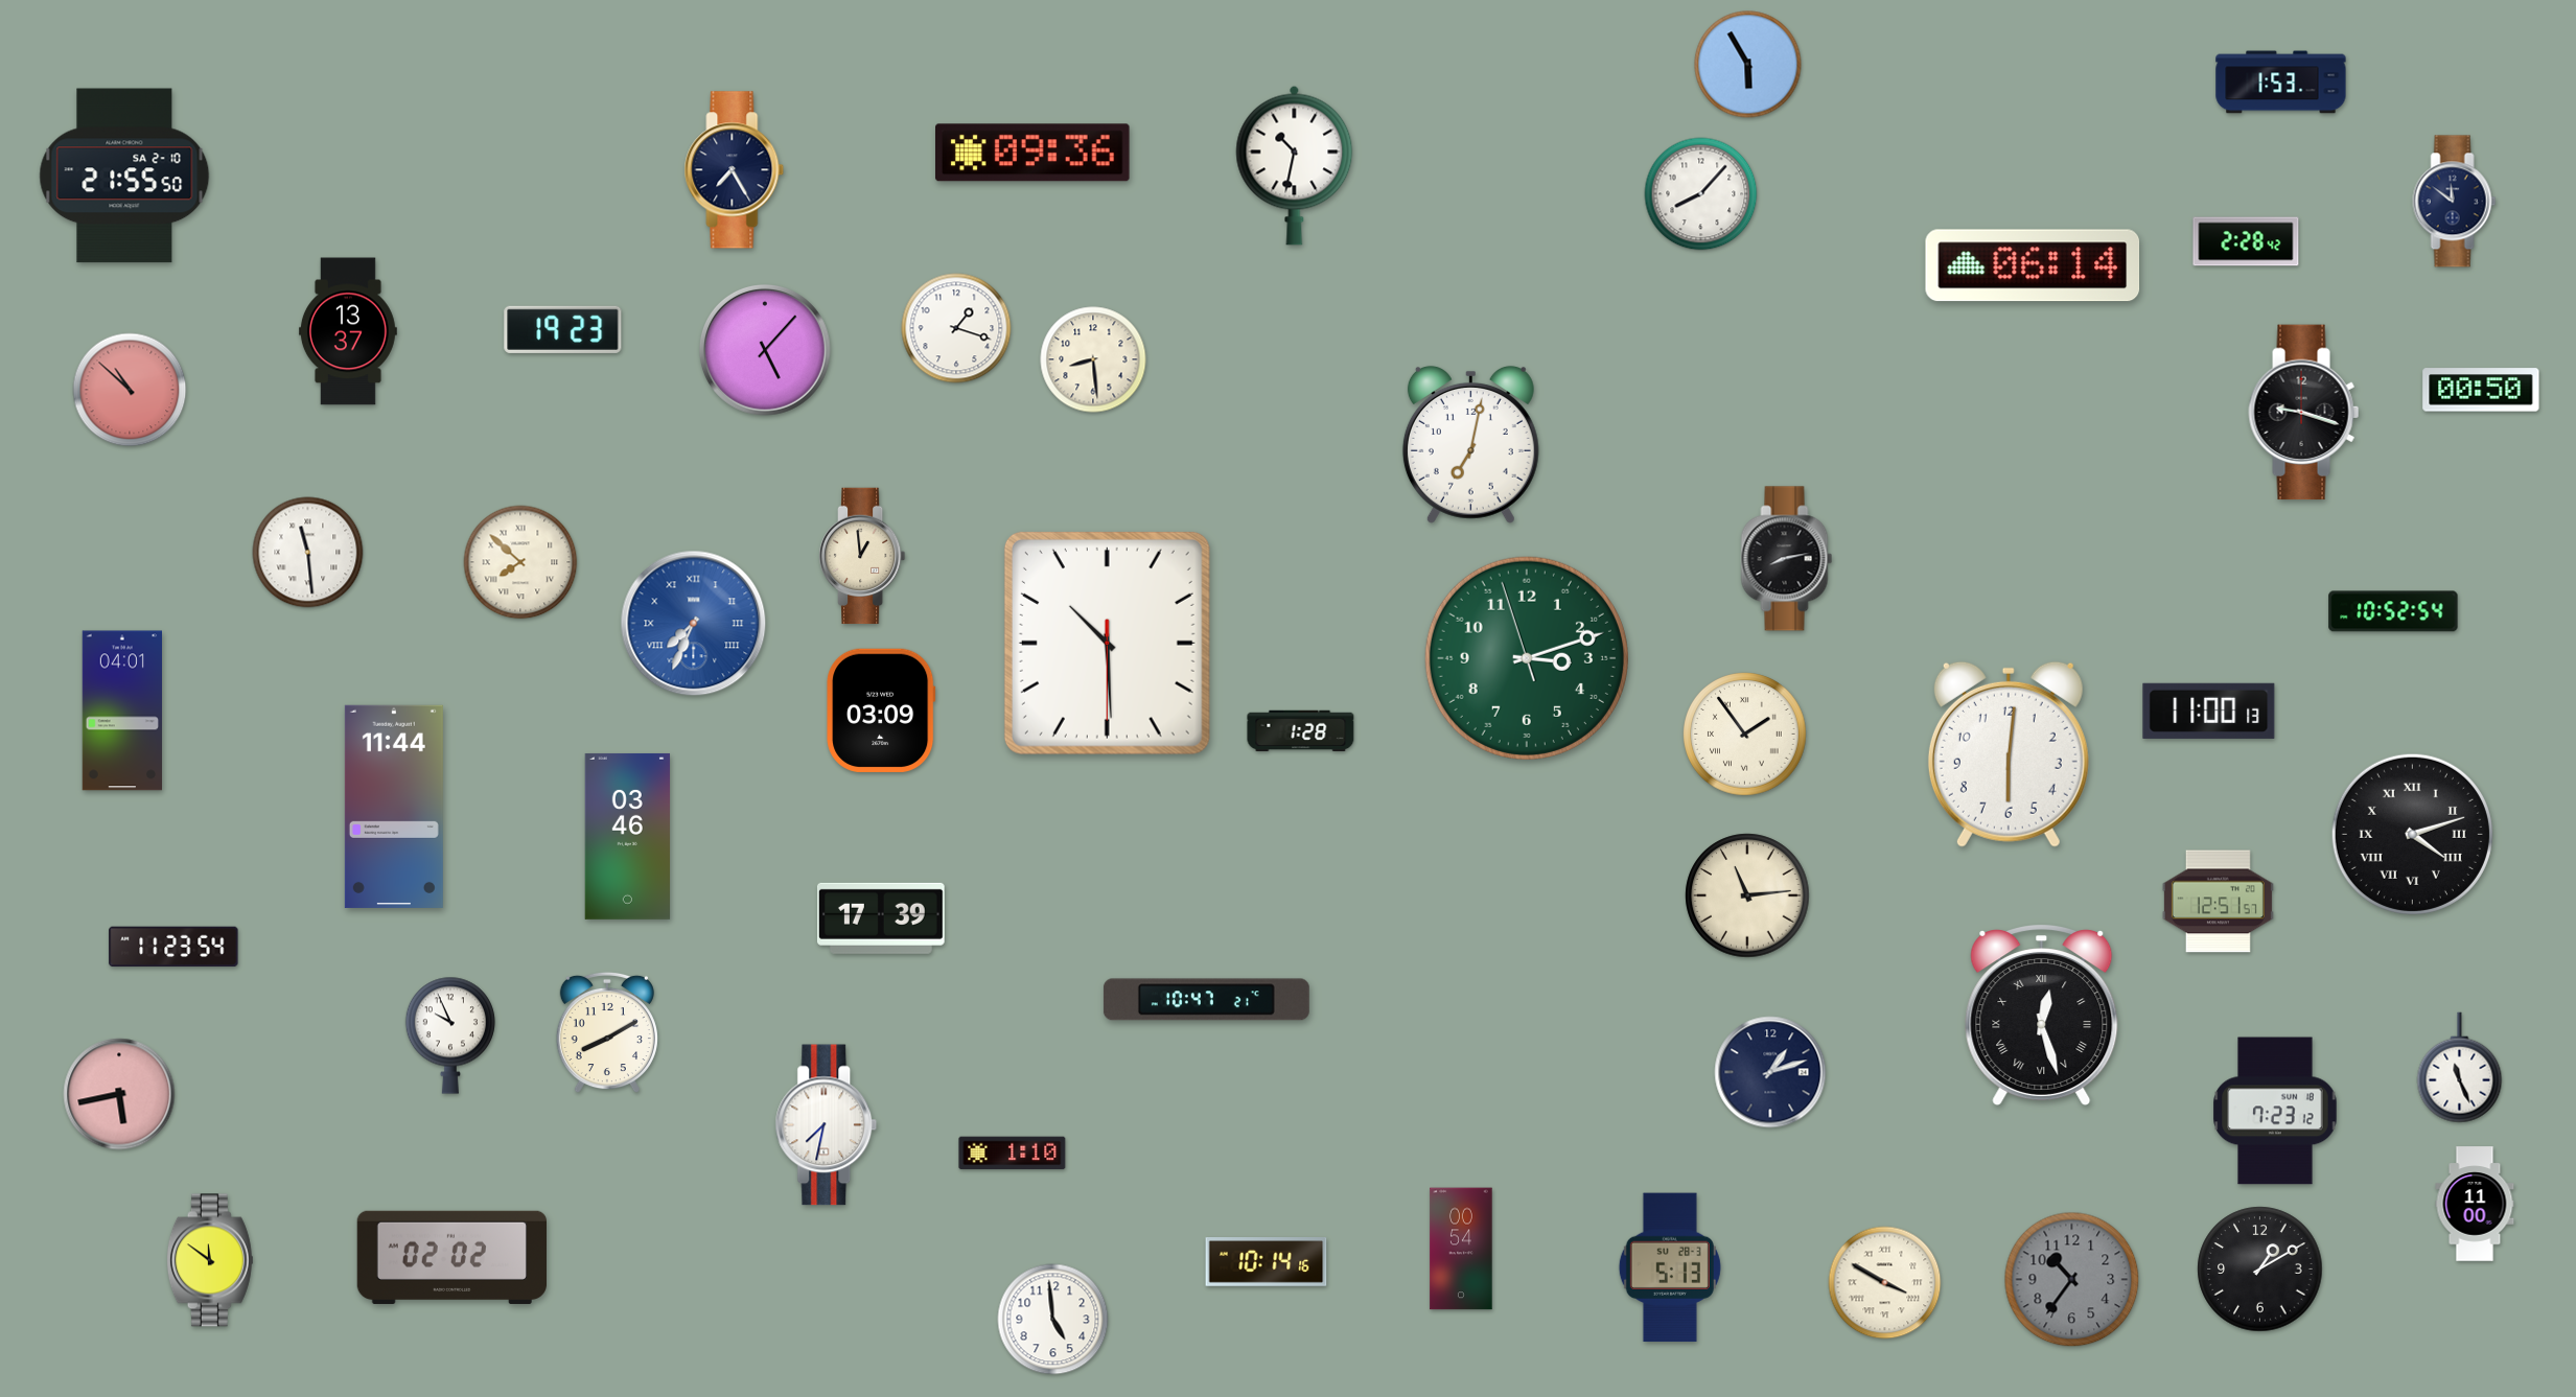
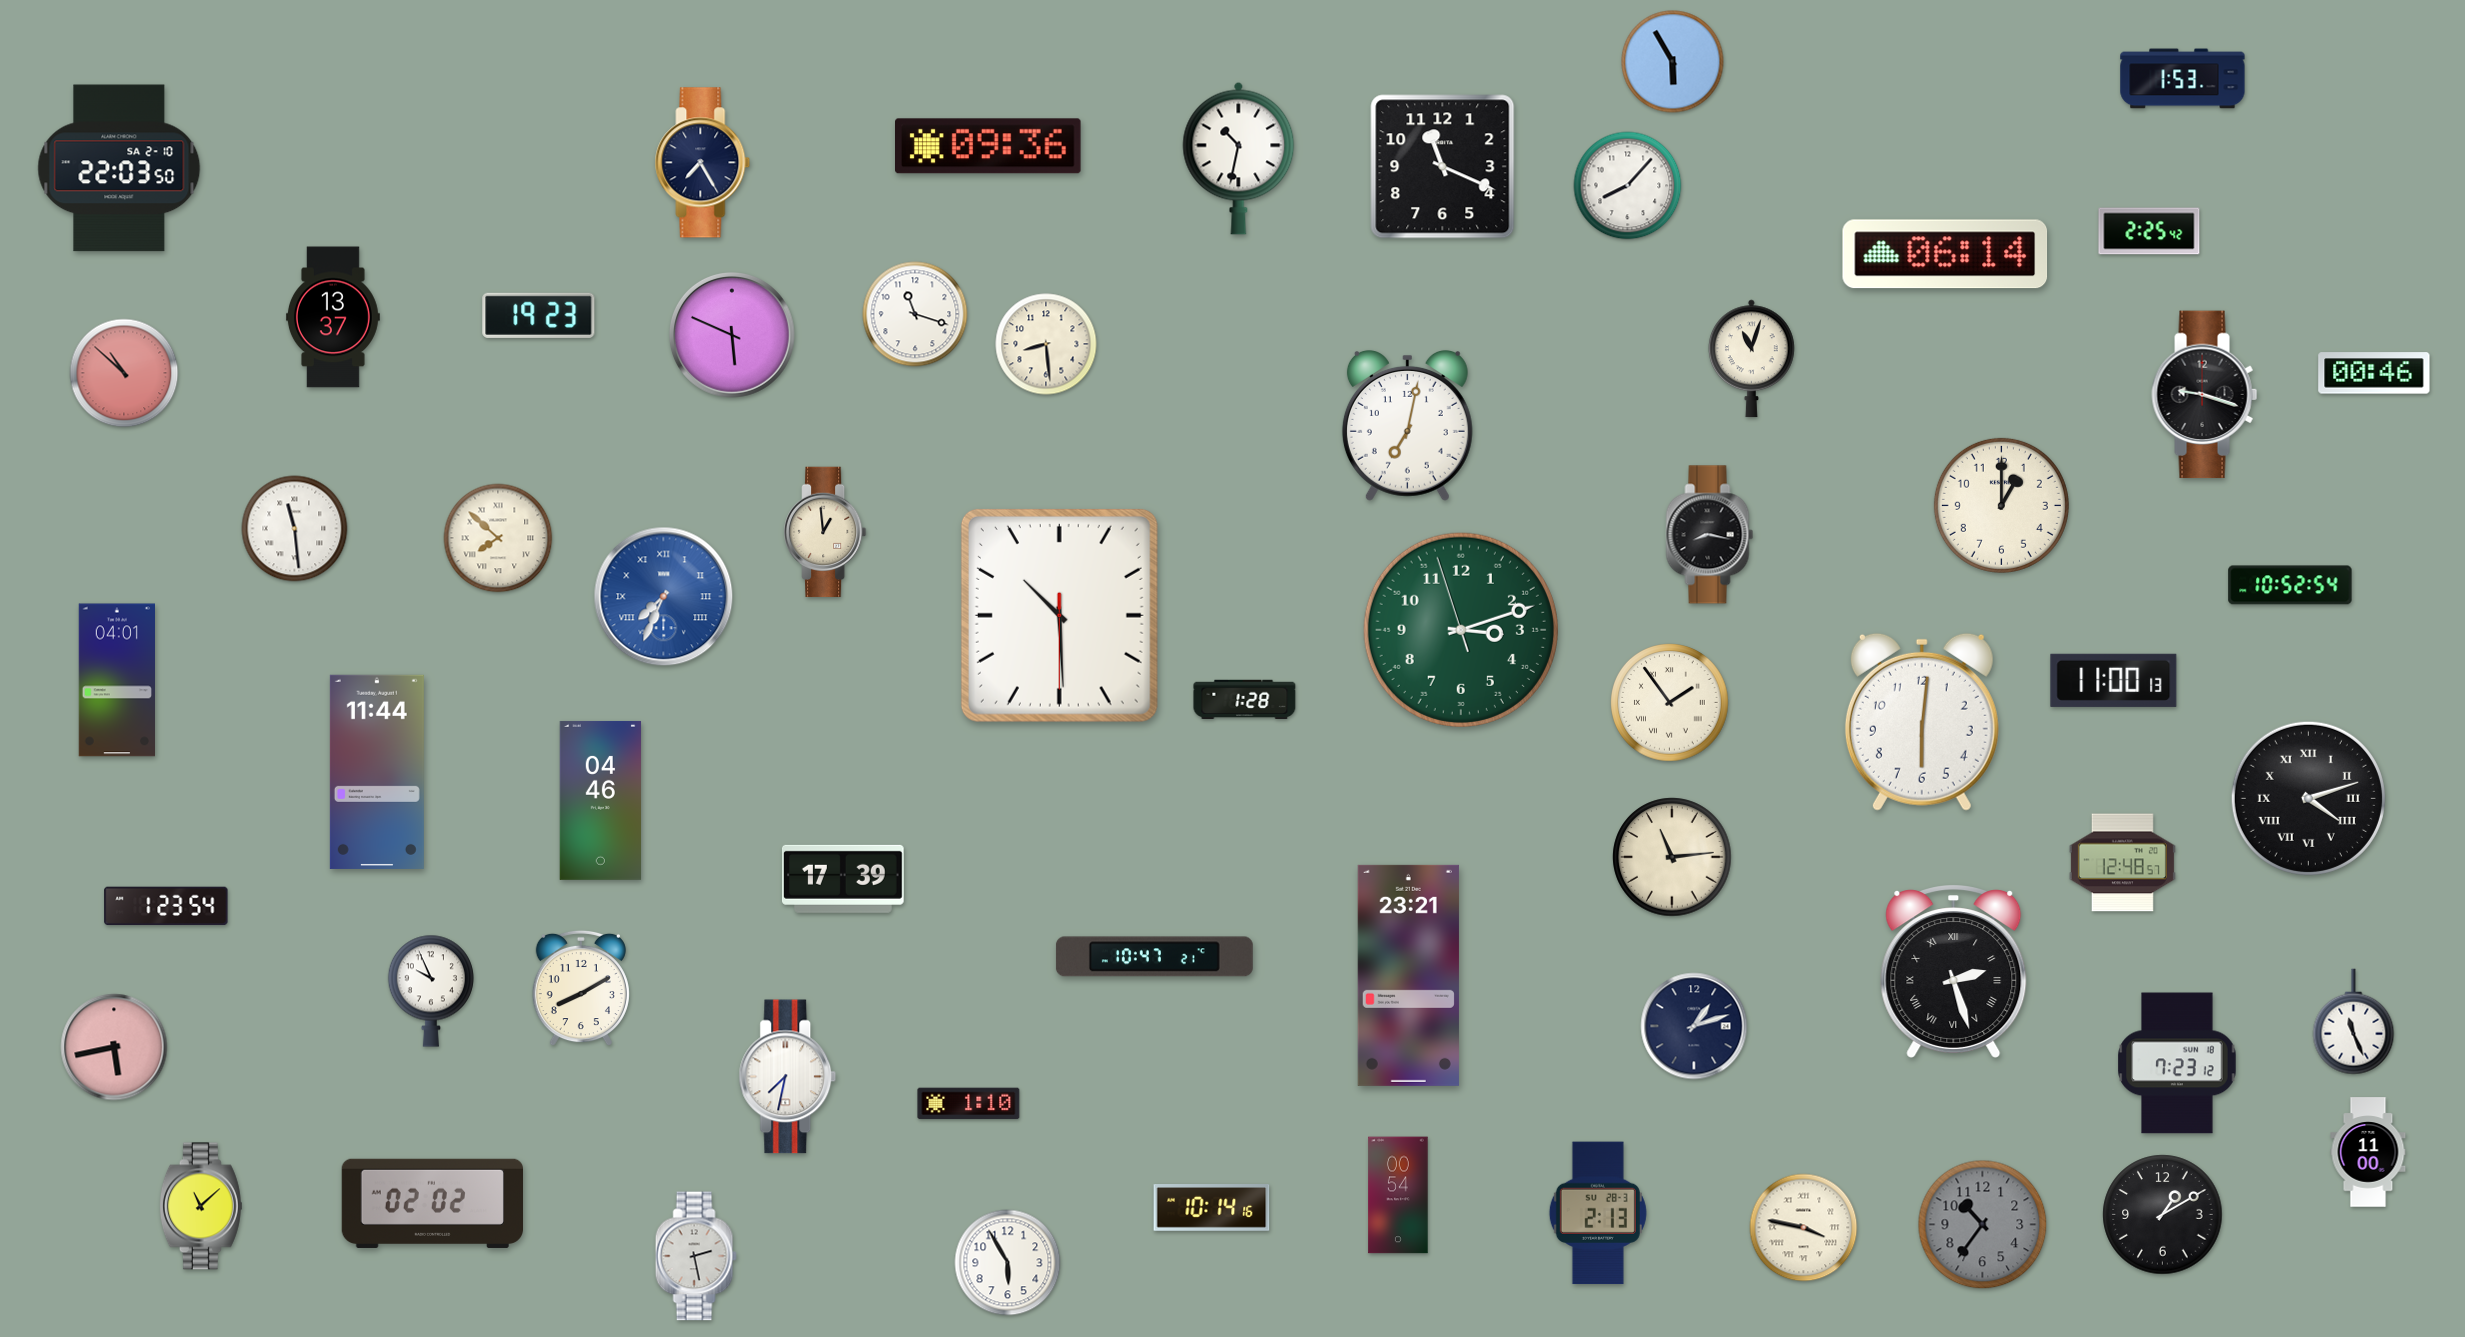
clock at (1443, 167): none -> 11:19
clock at (124, 176): 21:55 -> 22:03
clock at (2455, 202): 11:51 -> none
clock at (2246, 241): 2:28 -> 2:25
clock at (956, 328): 1:18 -> 11:18
clock at (765, 350): 5:07 -> 5:49
clock at (1751, 359): none -> 11:03
clock at (2481, 390): 00:50 -> 00:46
clock at (2001, 505): none -> 1:00
clock at (1787, 559): 8:13 -> 8:17
clock at (881, 711): 03:09 -> none
clock at (628, 836): 03:46 -> 04:46
clock at (2218, 902): 12:51 -> 12:48
clock at (173, 947): 11:23 -> 1:23
clock at (2042, 1015): 12:27 -> 2:27
clock at (1408, 975): none -> 23:21
clock at (827, 1125) position: (827, 1125) -> (788, 1077)
clock at (210, 1260): 11:51 -> 11:08
clock at (1670, 1267): 5:13 -> 2:13
clock at (1885, 1283): 3:50 -> 3:47
clock at (696, 1256): none -> 2:28
clock at (1053, 1320): 4:59 -> 5:55
